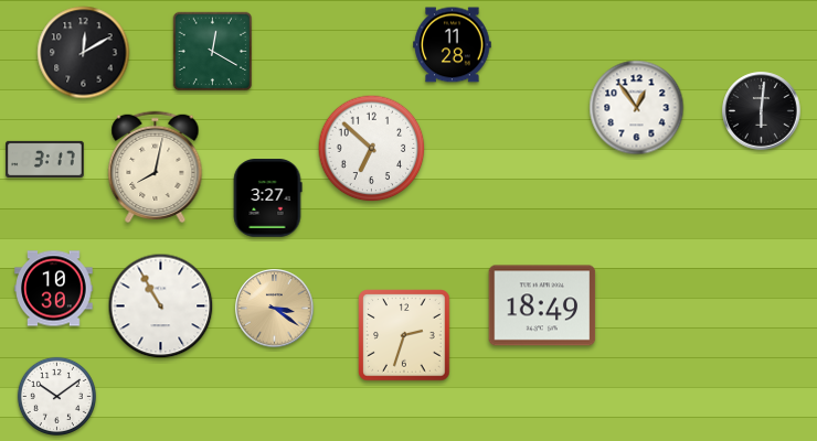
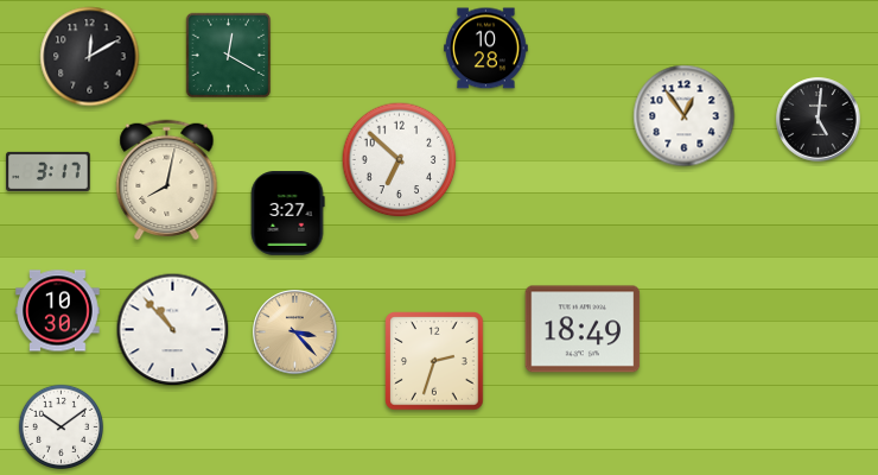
clock at (453, 45): 11:28 -> 10:28
clock at (762, 111): 6:01 -> 5:01
clock at (161, 306): 10:55 -> 10:53
clock at (275, 309): 3:21 -> 3:23
